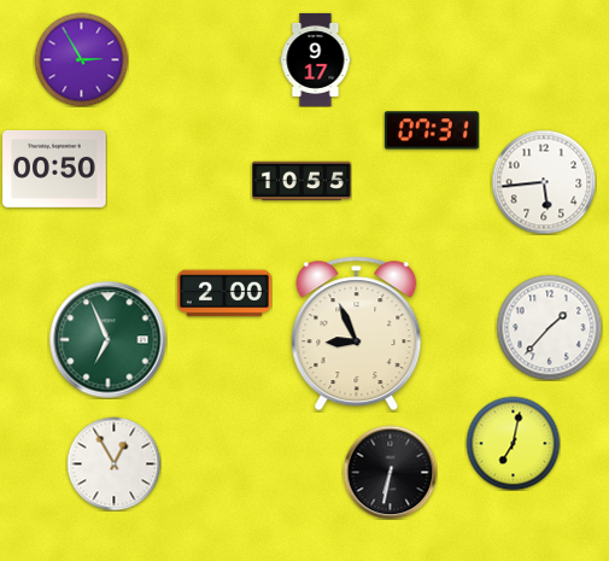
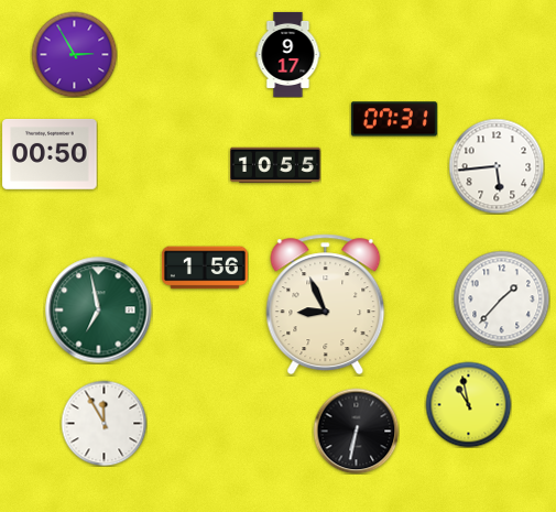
clock at (224, 293): 2:00 -> 1:56
clock at (109, 340): 6:56 -> 6:58
clock at (513, 443): 7:02 -> 10:58
clock at (113, 463): 12:55 -> 11:55
